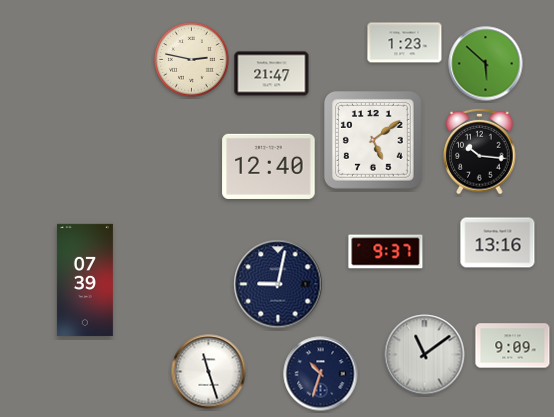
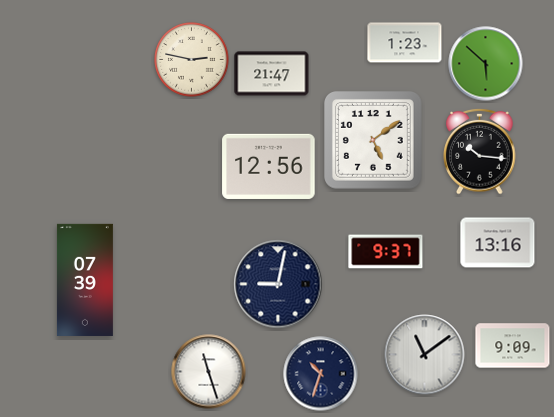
clock at (269, 166): 12:40 -> 12:56
